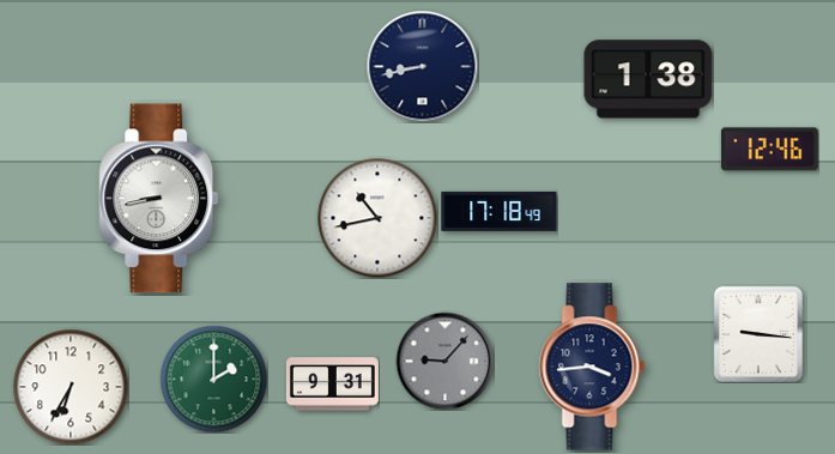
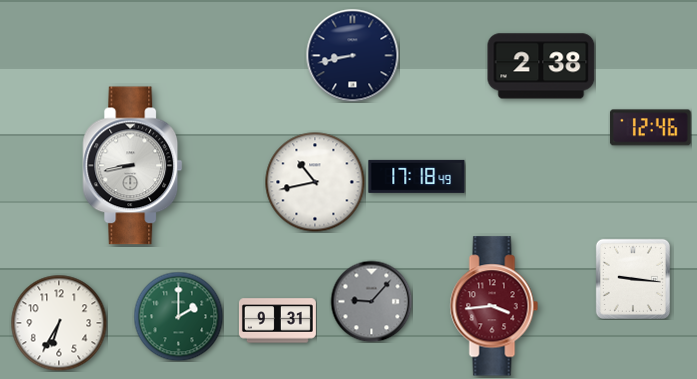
clock at (648, 79): 1:38 -> 2:38
clock at (769, 150) position: (769, 150) -> (650, 128)
clock at (592, 367) dial: navy -> burgundy
